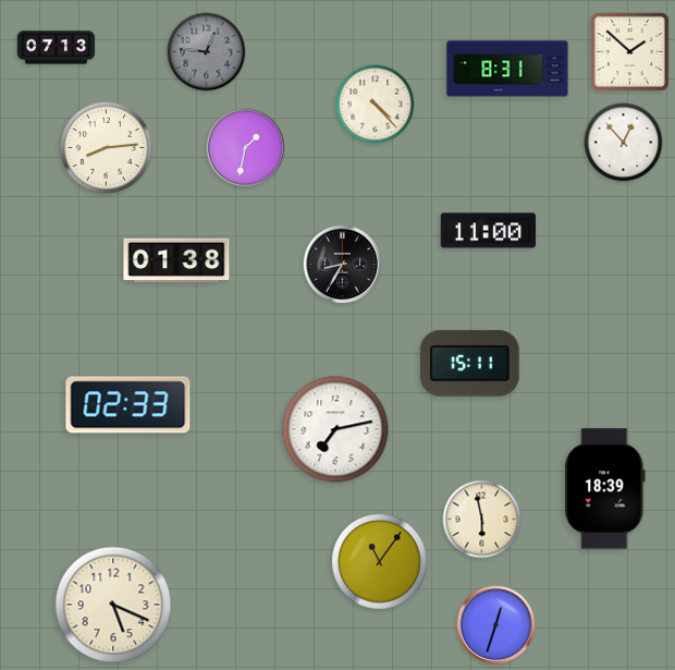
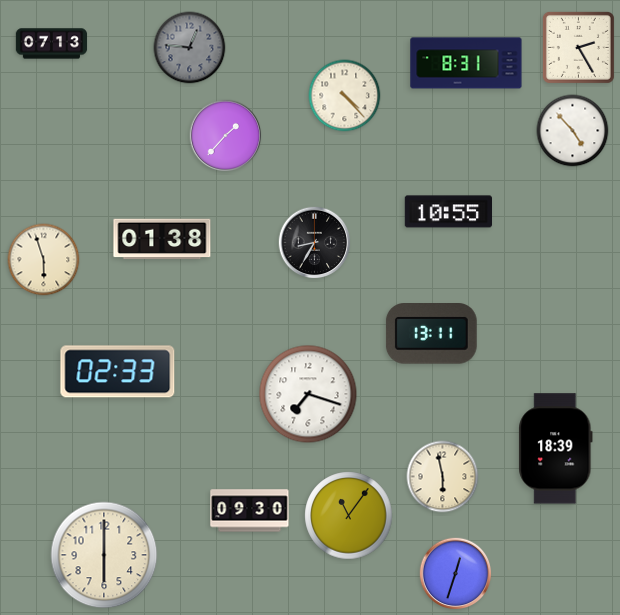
clock at (629, 51): 1:52 -> 2:25
clock at (624, 143): 12:53 -> 4:53
clock at (106, 147): 8:14 -> none
clock at (246, 148): 1:32 -> 1:37
clock at (488, 231): 11:00 -> 10:55
clock at (44, 260): none -> 5:57
clock at (469, 364): 15:11 -> 13:11
clock at (335, 429): 7:13 -> 7:18
clock at (250, 511): none -> 09:30
clock at (113, 605): 5:19 -> 6:00
